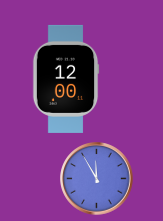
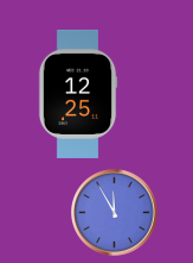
clock at (66, 79): 12:00 -> 12:25
